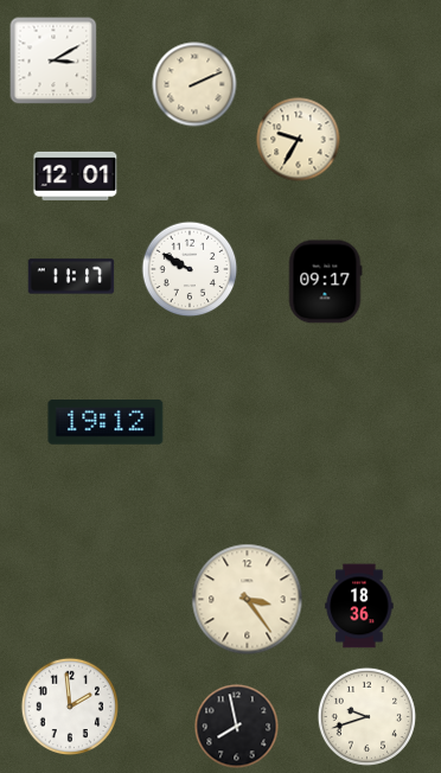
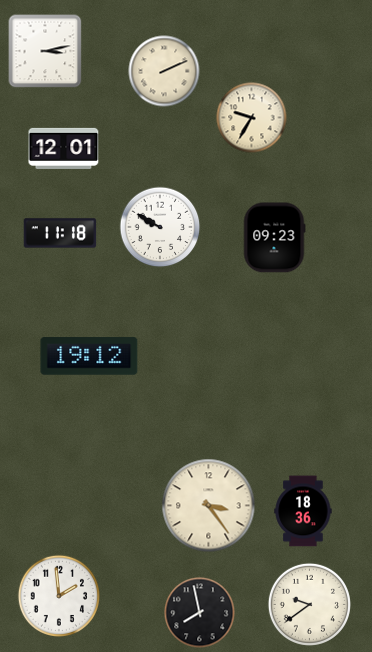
clock at (53, 60): 3:10 -> 3:13
clock at (71, 276): 11:17 -> 11:18
clock at (325, 282): 09:17 -> 09:23
clock at (366, 716): 9:42 -> 9:39
